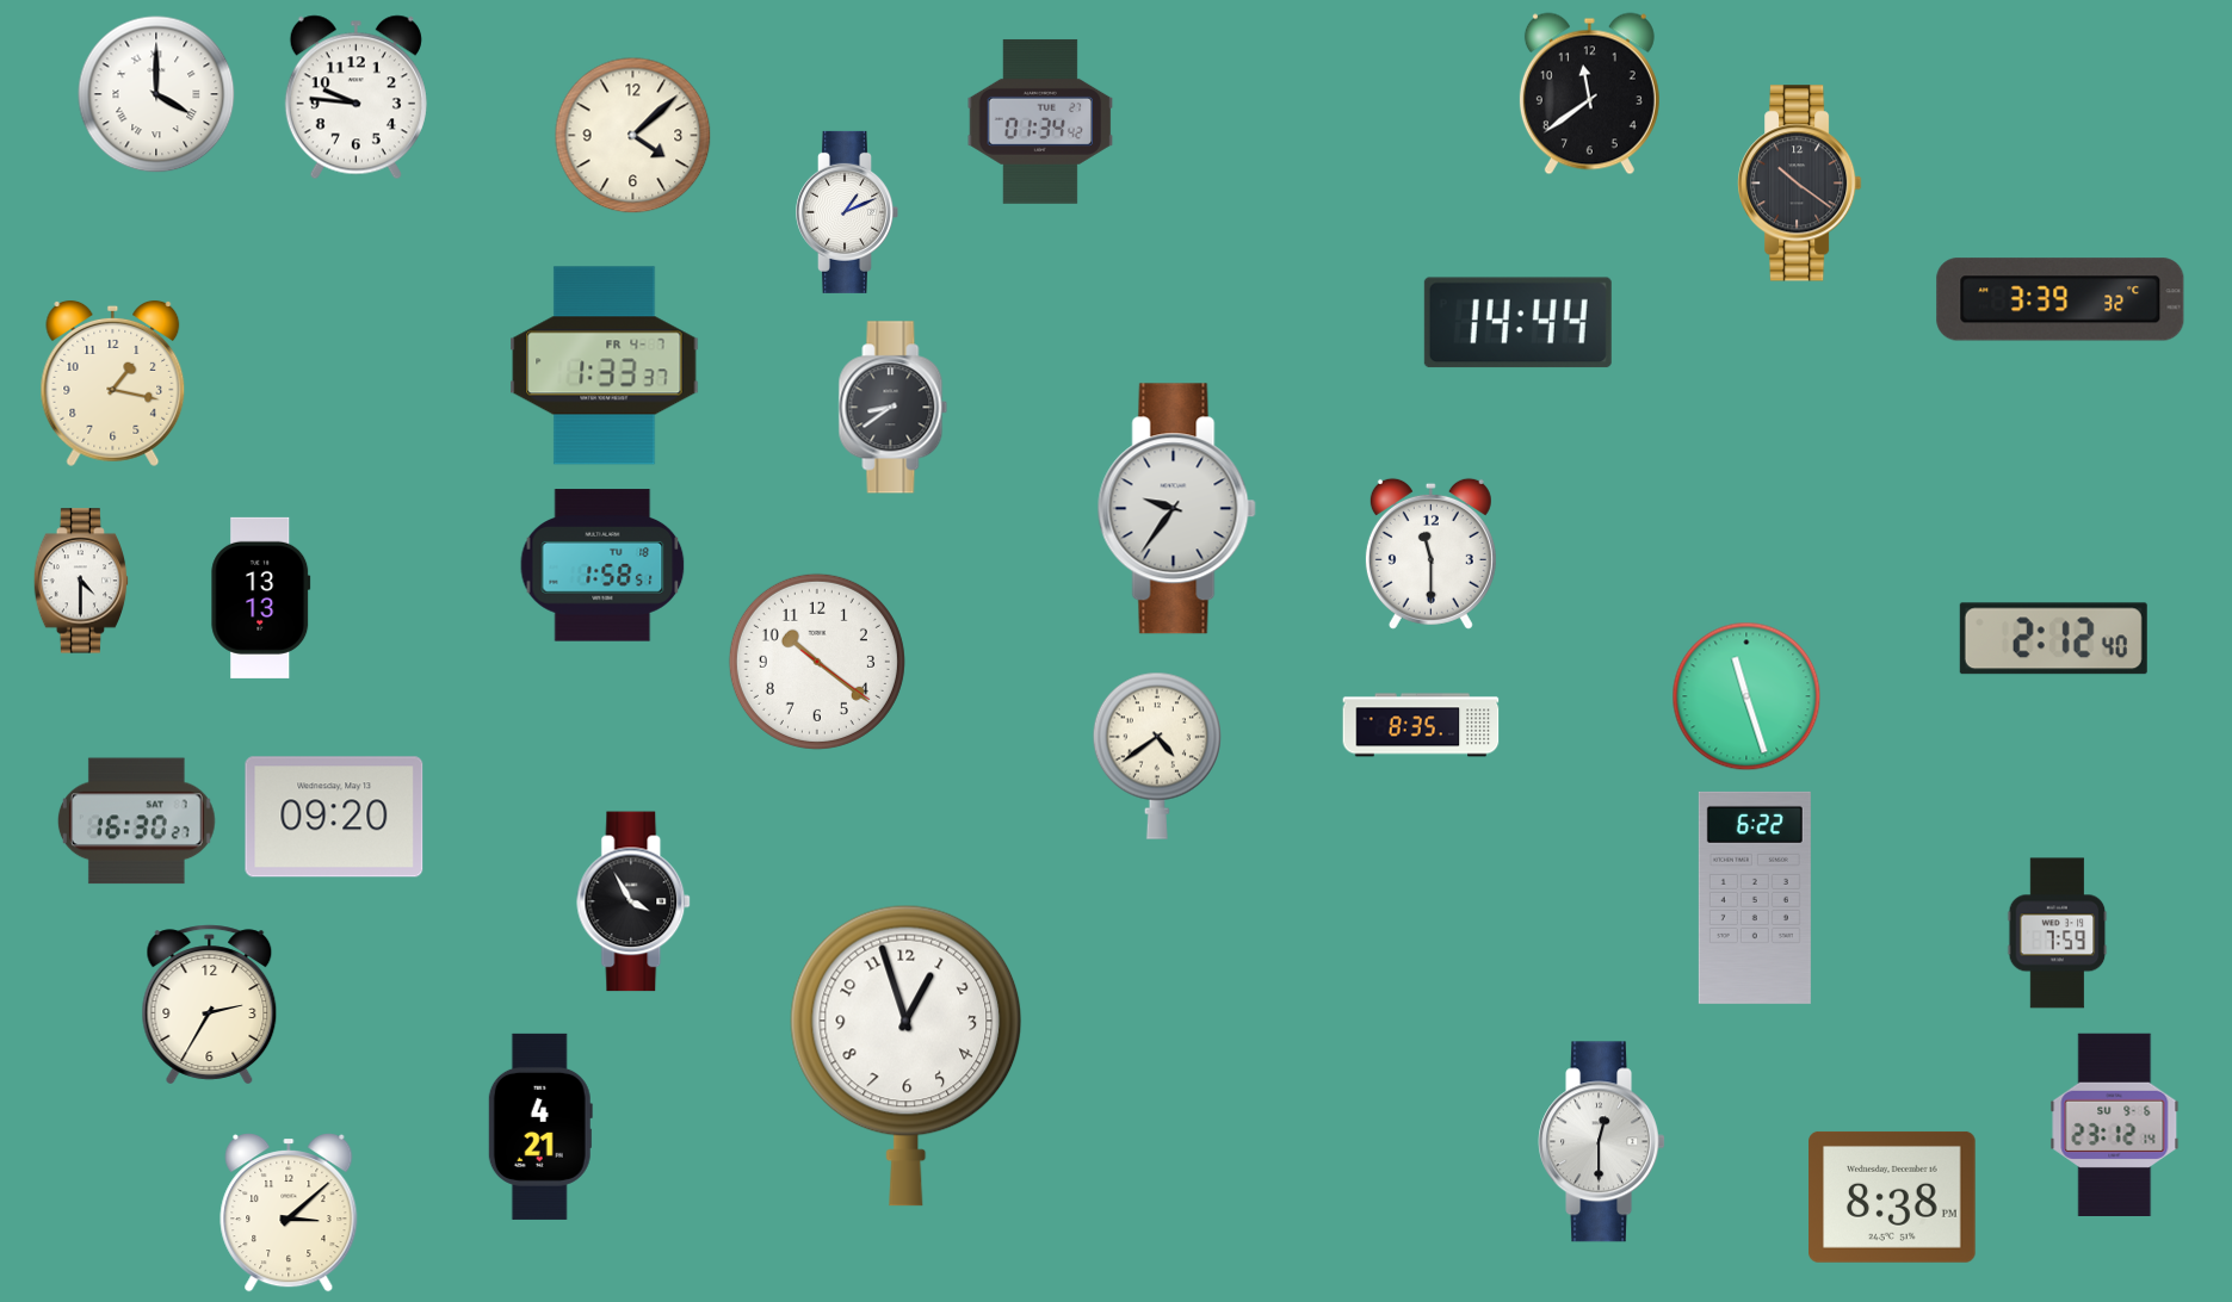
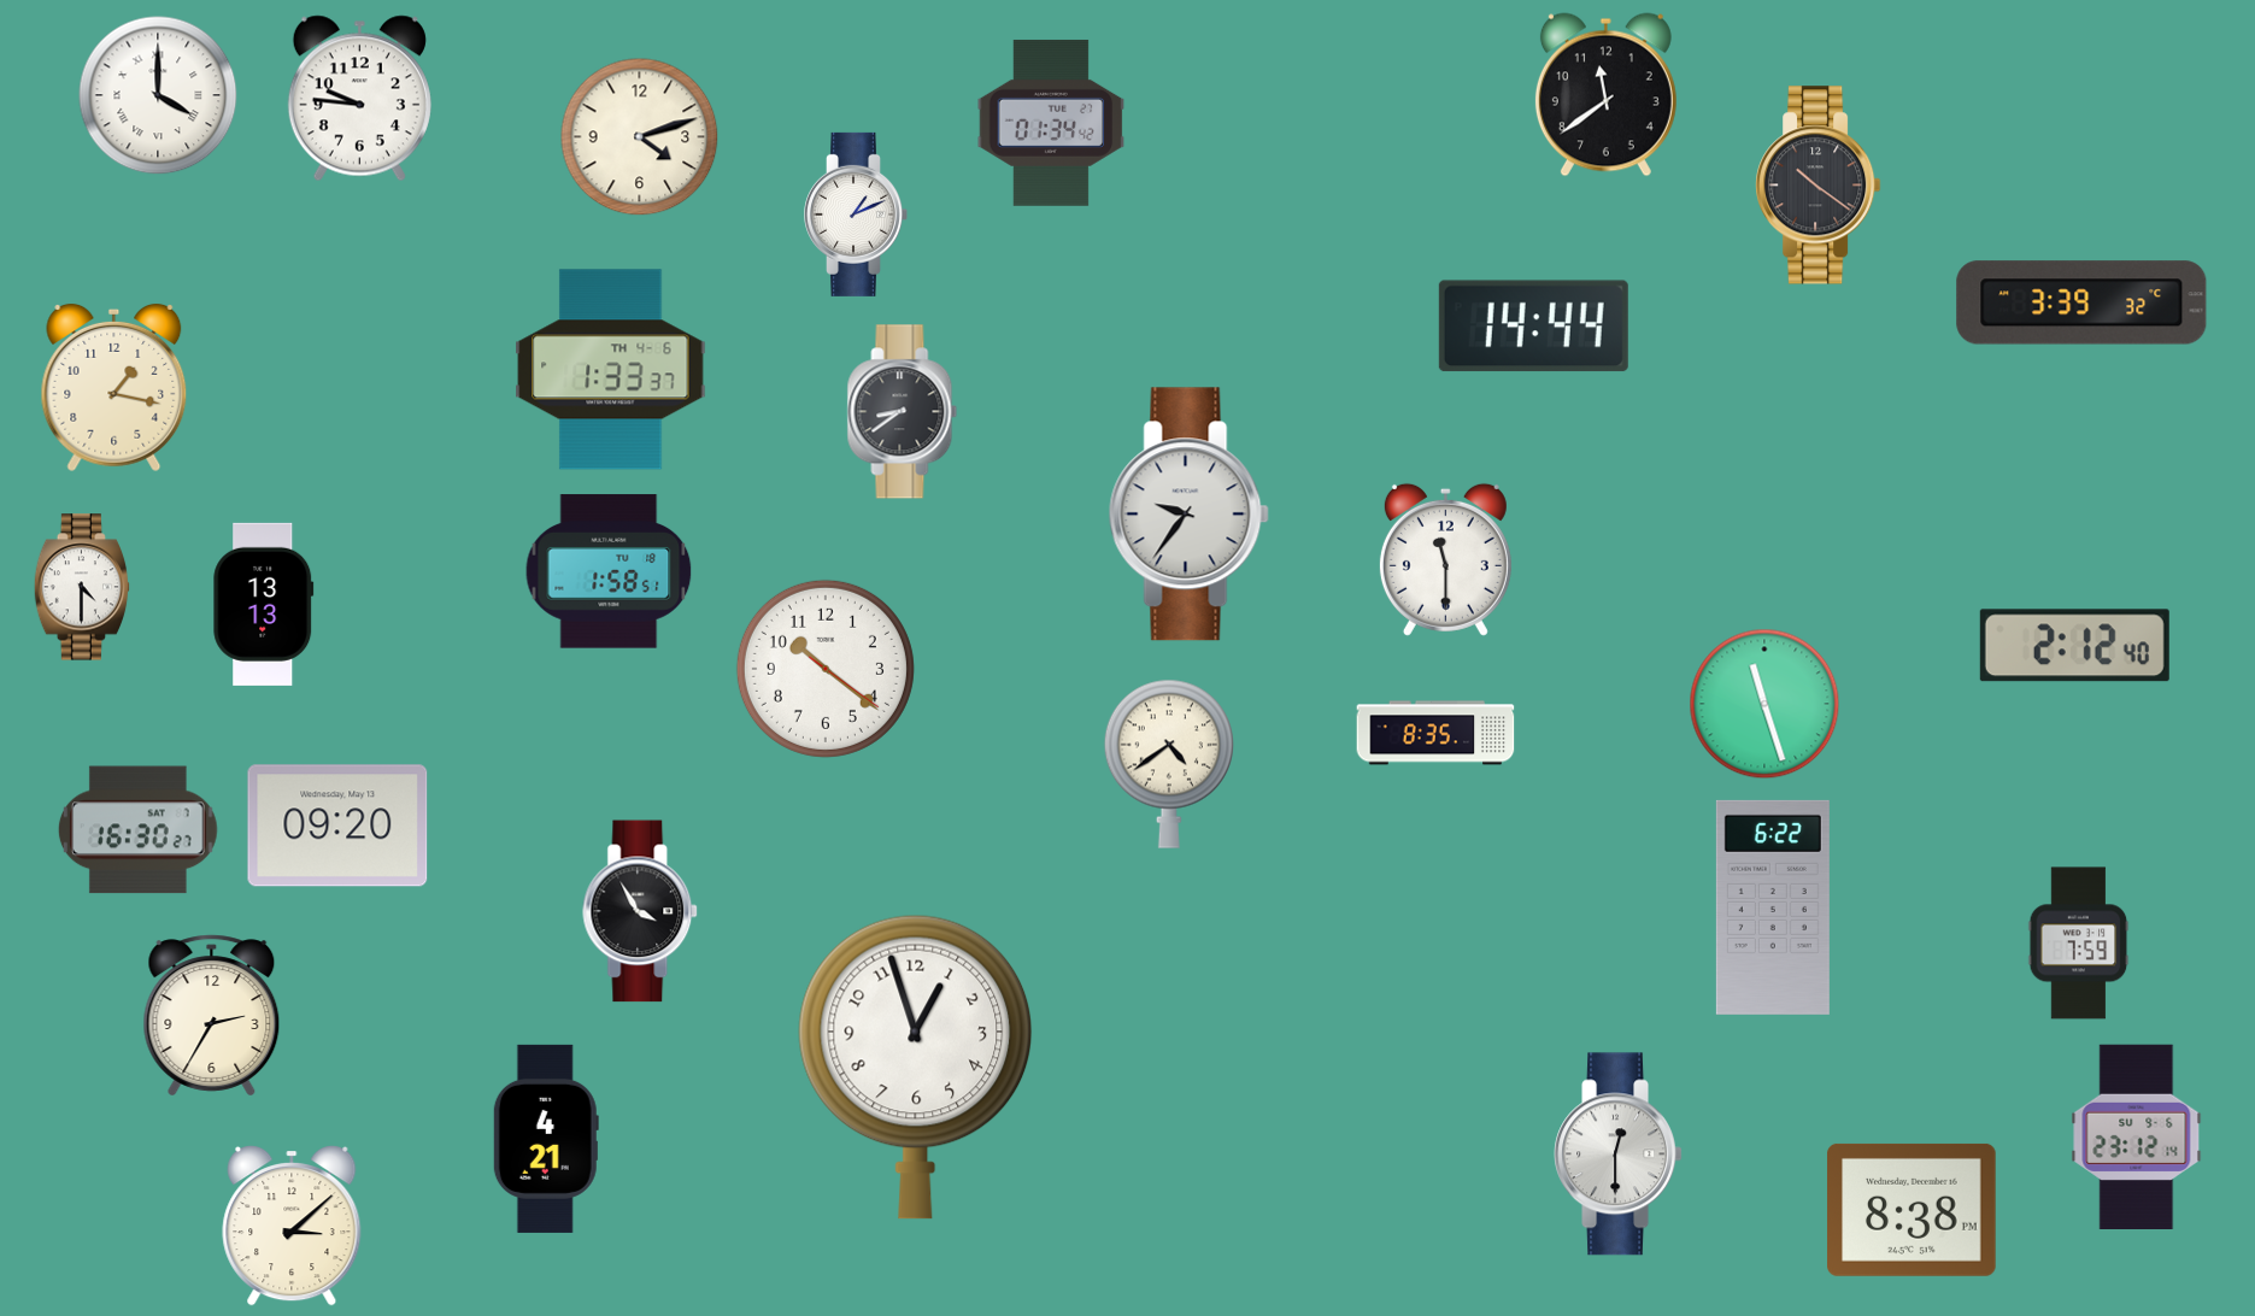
clock at (633, 136): 4:08 -> 4:12
clock at (605, 366) date: FR 4-7 -> TH 4-6
